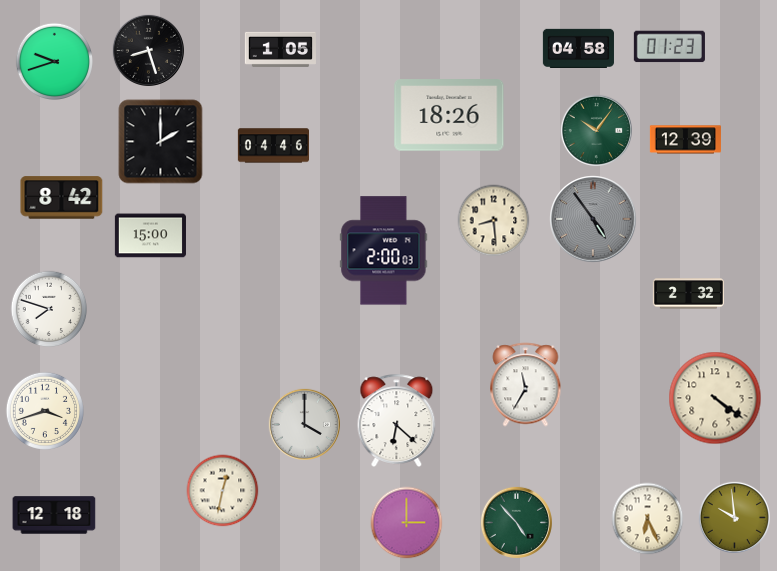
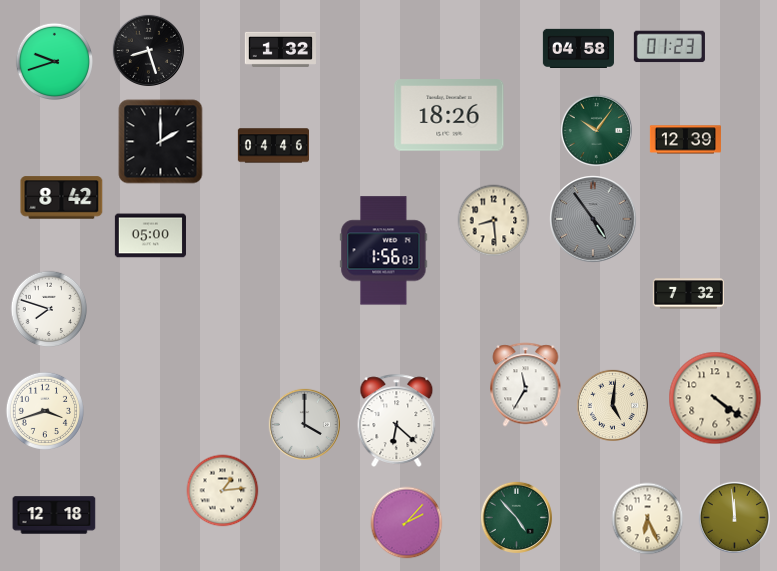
clock at (280, 49): 1:05 -> 1:32
clock at (150, 236): 15:00 -> 05:00
clock at (384, 251): 2:00 -> 1:56
clock at (688, 294): 2:32 -> 7:32
clock at (612, 405): none -> 5:01
clock at (223, 491): 12:32 -> 1:14
clock at (734, 517): 9:59 -> 11:59
clock at (516, 522) position: (516, 522) -> (516, 517)
clock at (407, 523): 3:00 -> 2:07
